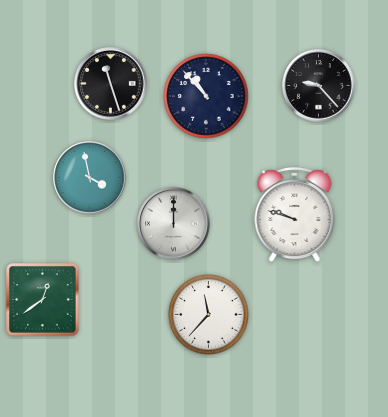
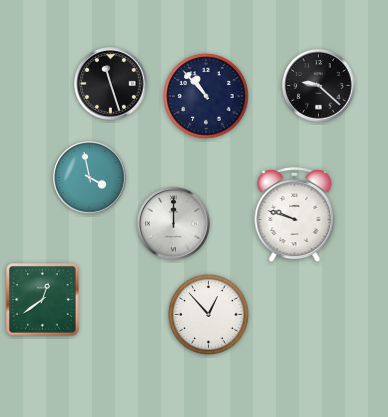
clock at (319, 86): 9:23 -> 9:22
clock at (209, 315): 11:37 -> 12:53
